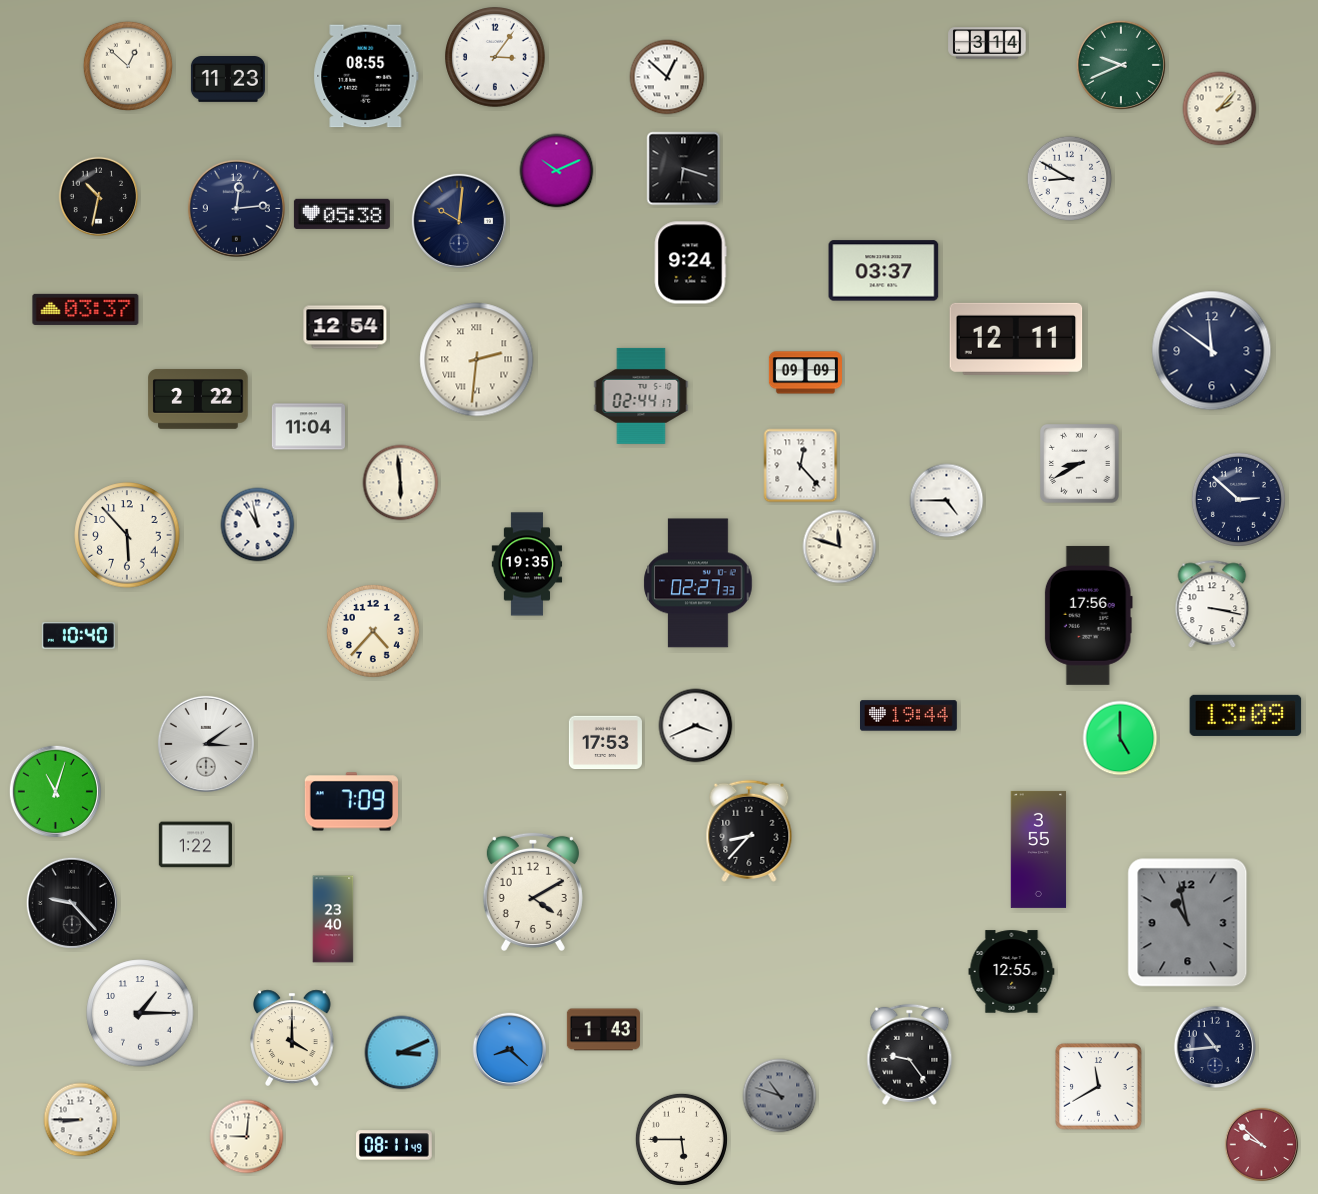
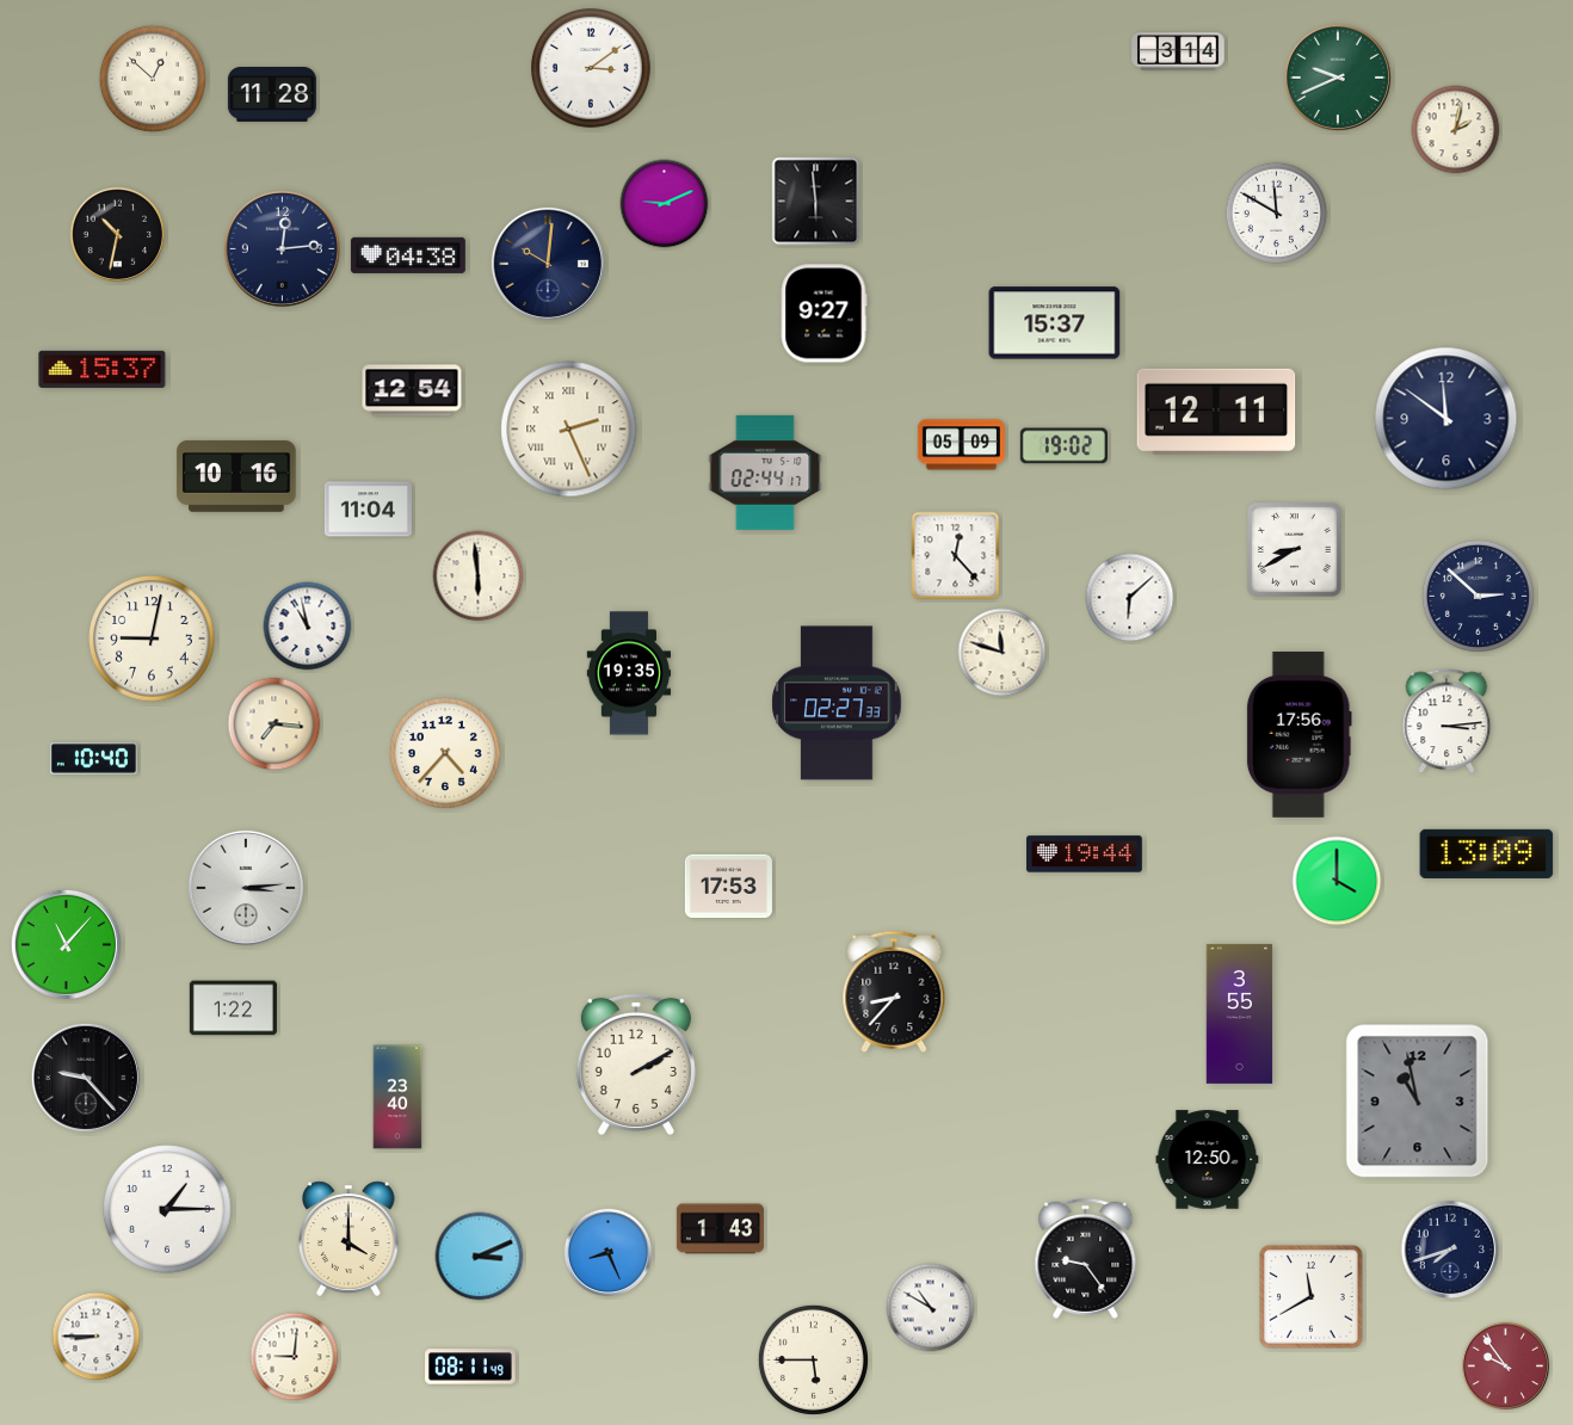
clock at (496, 58): 3:06 -> 3:09
clock at (366, 76): 08:55 -> none
clock at (667, 77): 12:52 -> none
clock at (228, 80): 11:23 -> 11:28
clock at (1220, 109): 2:07 -> 2:02
clock at (684, 169): 6:18 -> 5:59
clock at (557, 171): 10:11 -> 9:11
clock at (1070, 179): 8:50 -> 11:50
clock at (342, 214): 05:38 -> 04:38
clock at (690, 263): 9:24 -> 9:27
clock at (884, 271): 03:37 -> 15:37
clock at (86, 309): 03:37 -> 15:37
clock at (1016, 339) position: (1016, 339) -> (1216, 412)
clock at (477, 360): 2:31 -> 2:26
clock at (805, 373): 09:09 -> 05:09
clock at (1063, 446): none -> 19:02
clock at (198, 399): 2:22 -> 10:16
clock at (1080, 464) position: (1080, 464) -> (1295, 550)
clock at (947, 501): 4:45 -> 6:08
clock at (127, 535): 5:53 -> 9:02
clock at (698, 583) position: (698, 583) -> (837, 703)
clock at (1212, 605): 3:17 -> 3:14
clock at (274, 724): none -> 7:16
clock at (696, 726): 3:41 -> none
clock at (1120, 738): 5:00 -> 4:00
clock at (605, 743) position: (605, 743) -> (728, 887)
clock at (206, 744): 3:09 -> 3:14
clock at (55, 791): 11:03 -> 11:07
clock at (351, 802): 7:09 -> none
clock at (533, 892): 4:10 -> 2:10
clock at (1012, 972): 12:55 -> 12:50
clock at (1214, 1046): 10:44 -> 7:42
clock at (510, 1050): 8:22 -> 8:26
clock at (780, 1096): 10:48 -> 10:50
clock at (780, 1096) dial: grey -> white
clock at (1262, 1145): 9:52 -> 9:54
